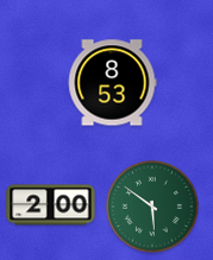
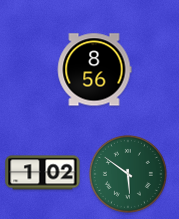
clock at (112, 83): 8:53 -> 8:56
clock at (51, 205): 2:00 -> 1:02
